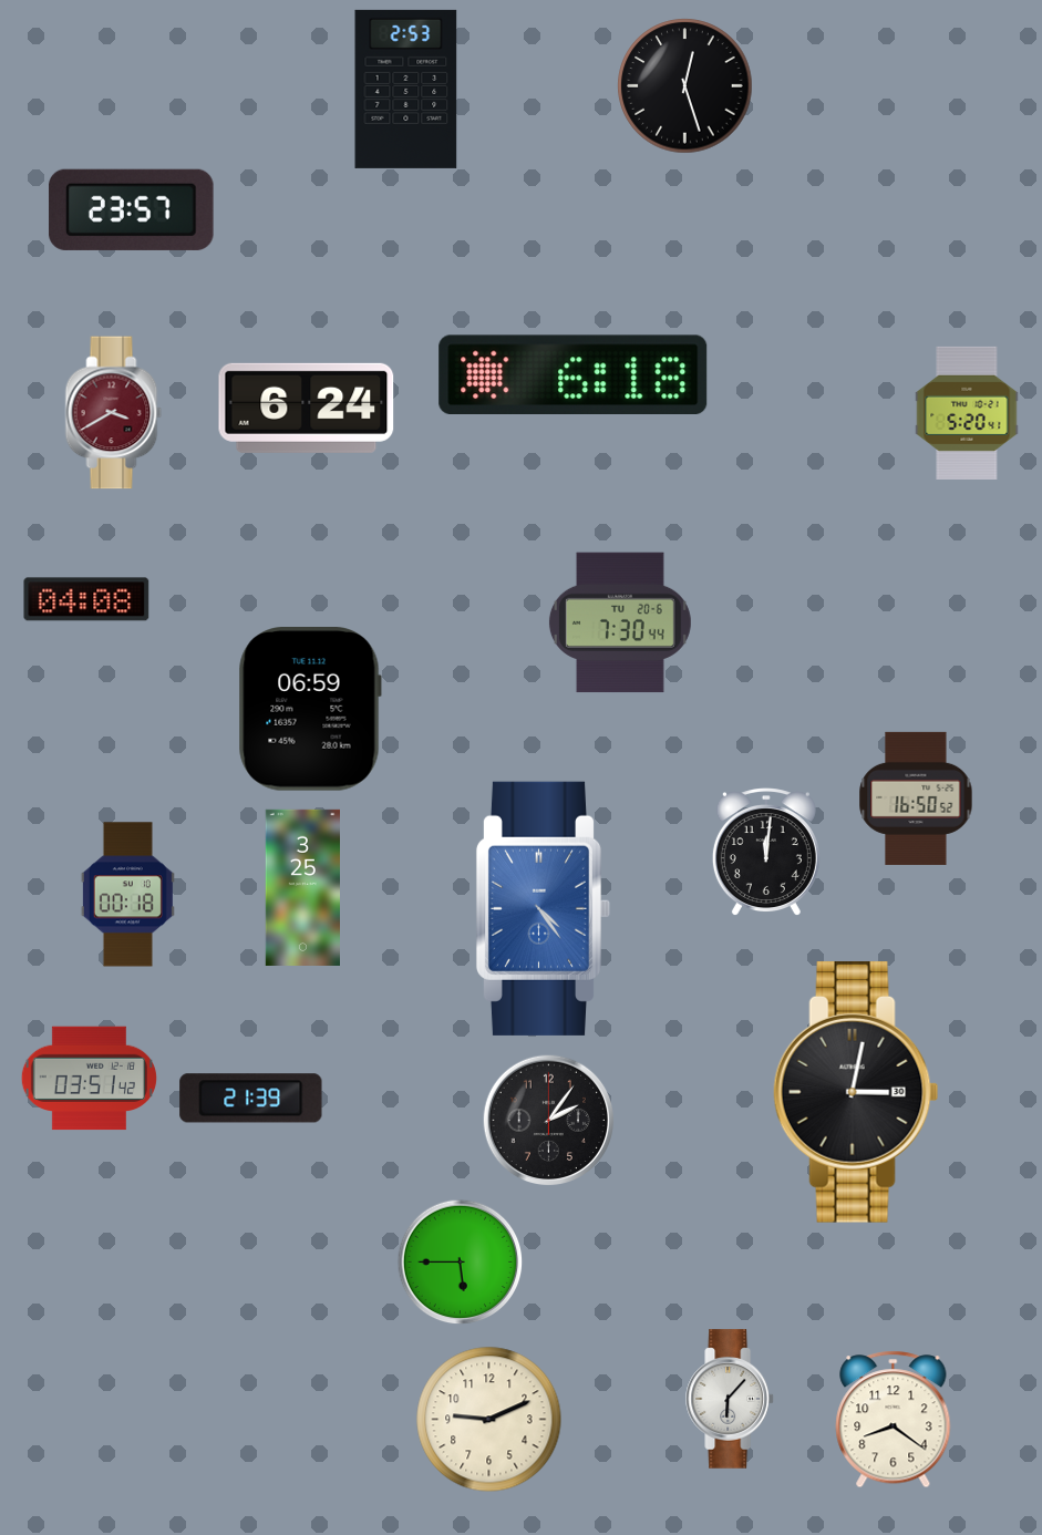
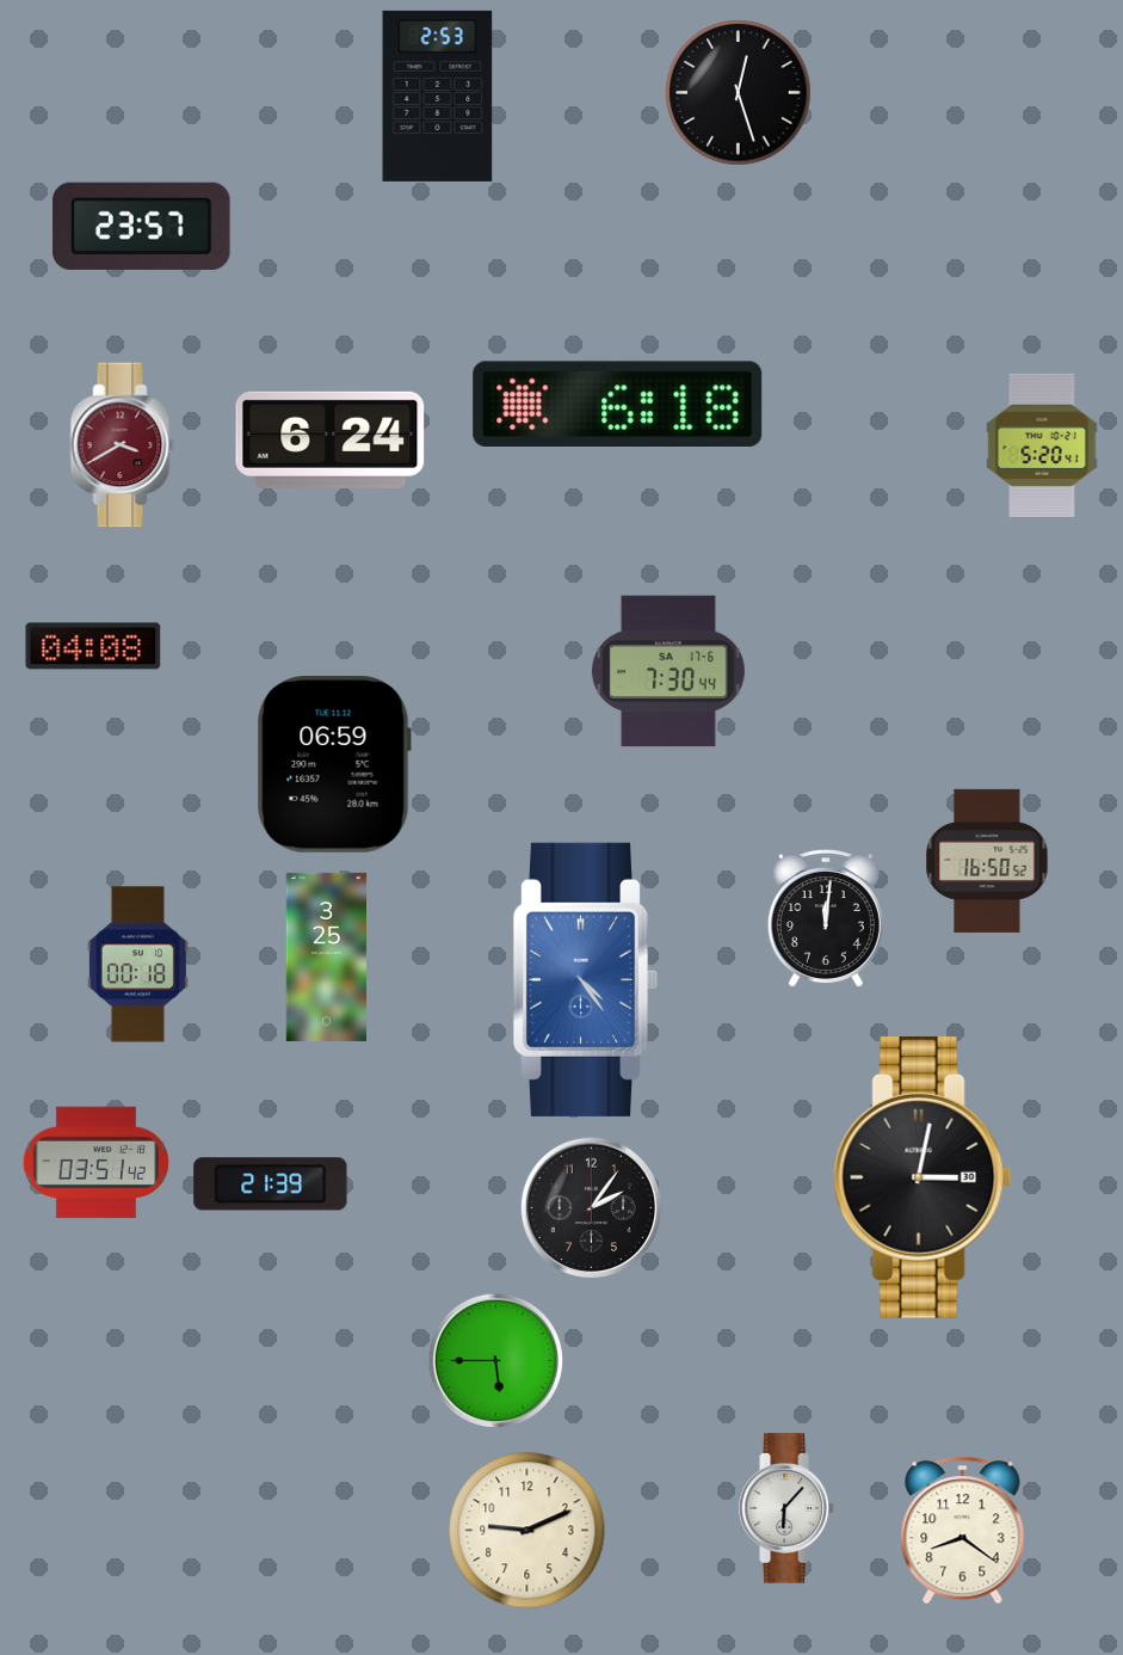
clock at (620, 622) date: TU 20-6 -> SA 17-6
